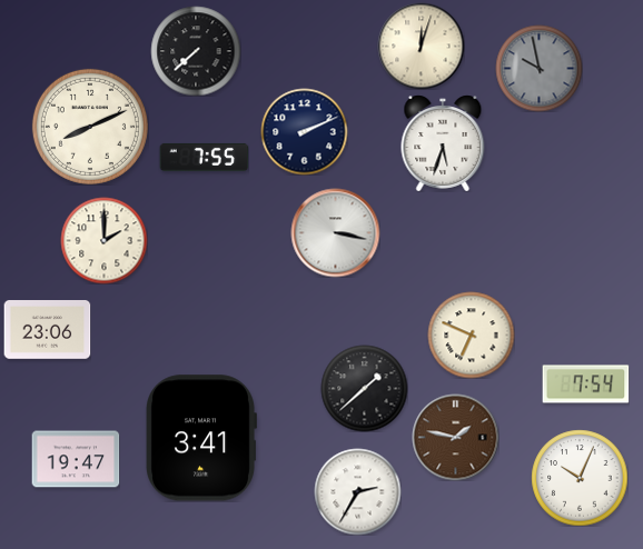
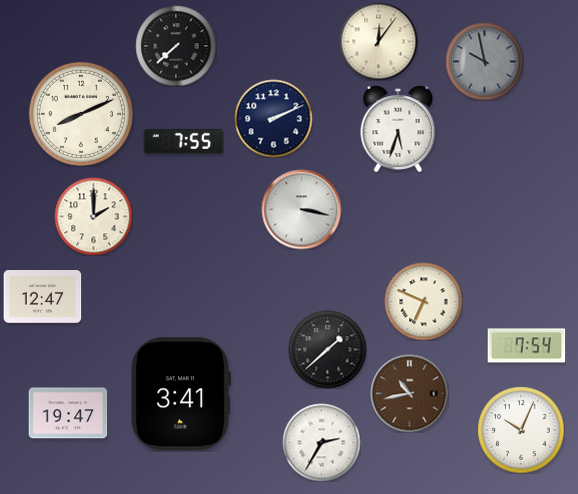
clock at (421, 46): 12:03 -> 12:06
clock at (47, 330): 23:06 -> 12:47
clock at (455, 437): 1:47 -> 10:43
